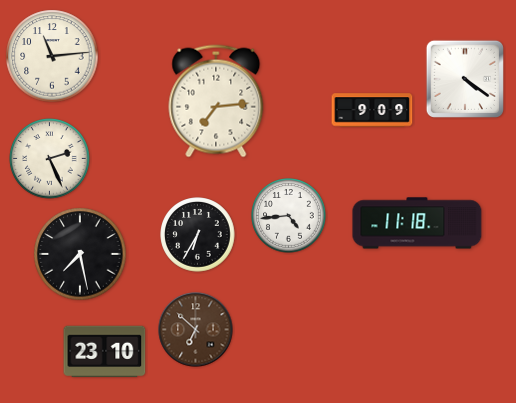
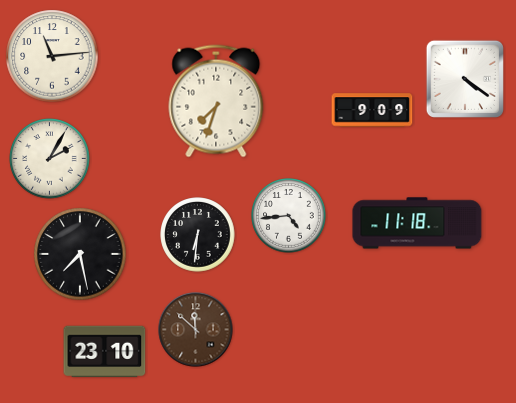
clock at (216, 101): 7:14 -> 7:33
clock at (50, 159): 2:26 -> 2:05
clock at (198, 235): 6:35 -> 6:31
clock at (196, 330): 6:52 -> 11:52
